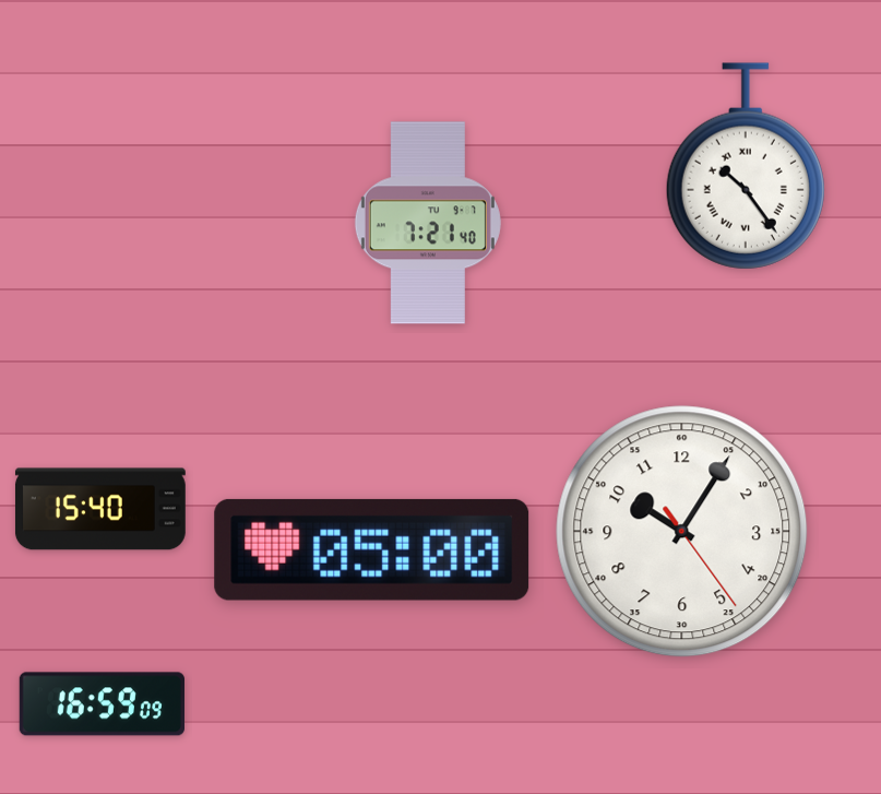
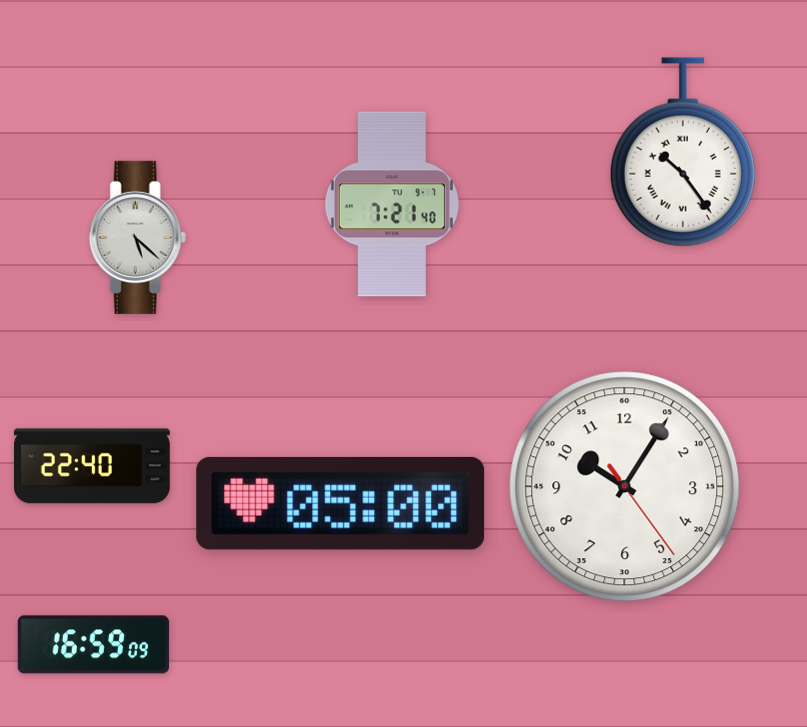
clock at (137, 237): none -> 5:22
clock at (100, 509): 15:40 -> 22:40
